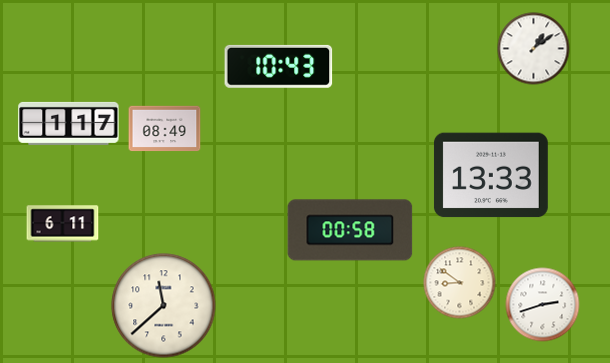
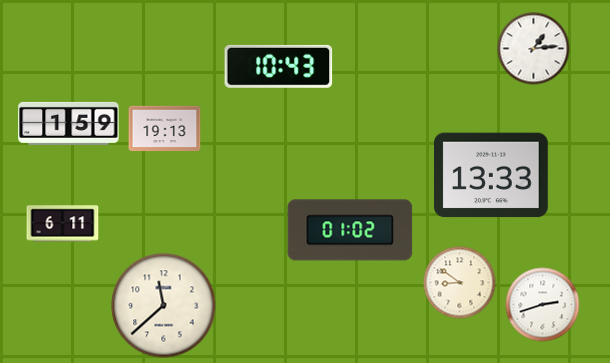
clock at (534, 49): 1:09 -> 1:14
clock at (69, 123): 1:17 -> 1:59
clock at (165, 129): 08:49 -> 19:13
clock at (350, 230): 00:58 -> 01:02
